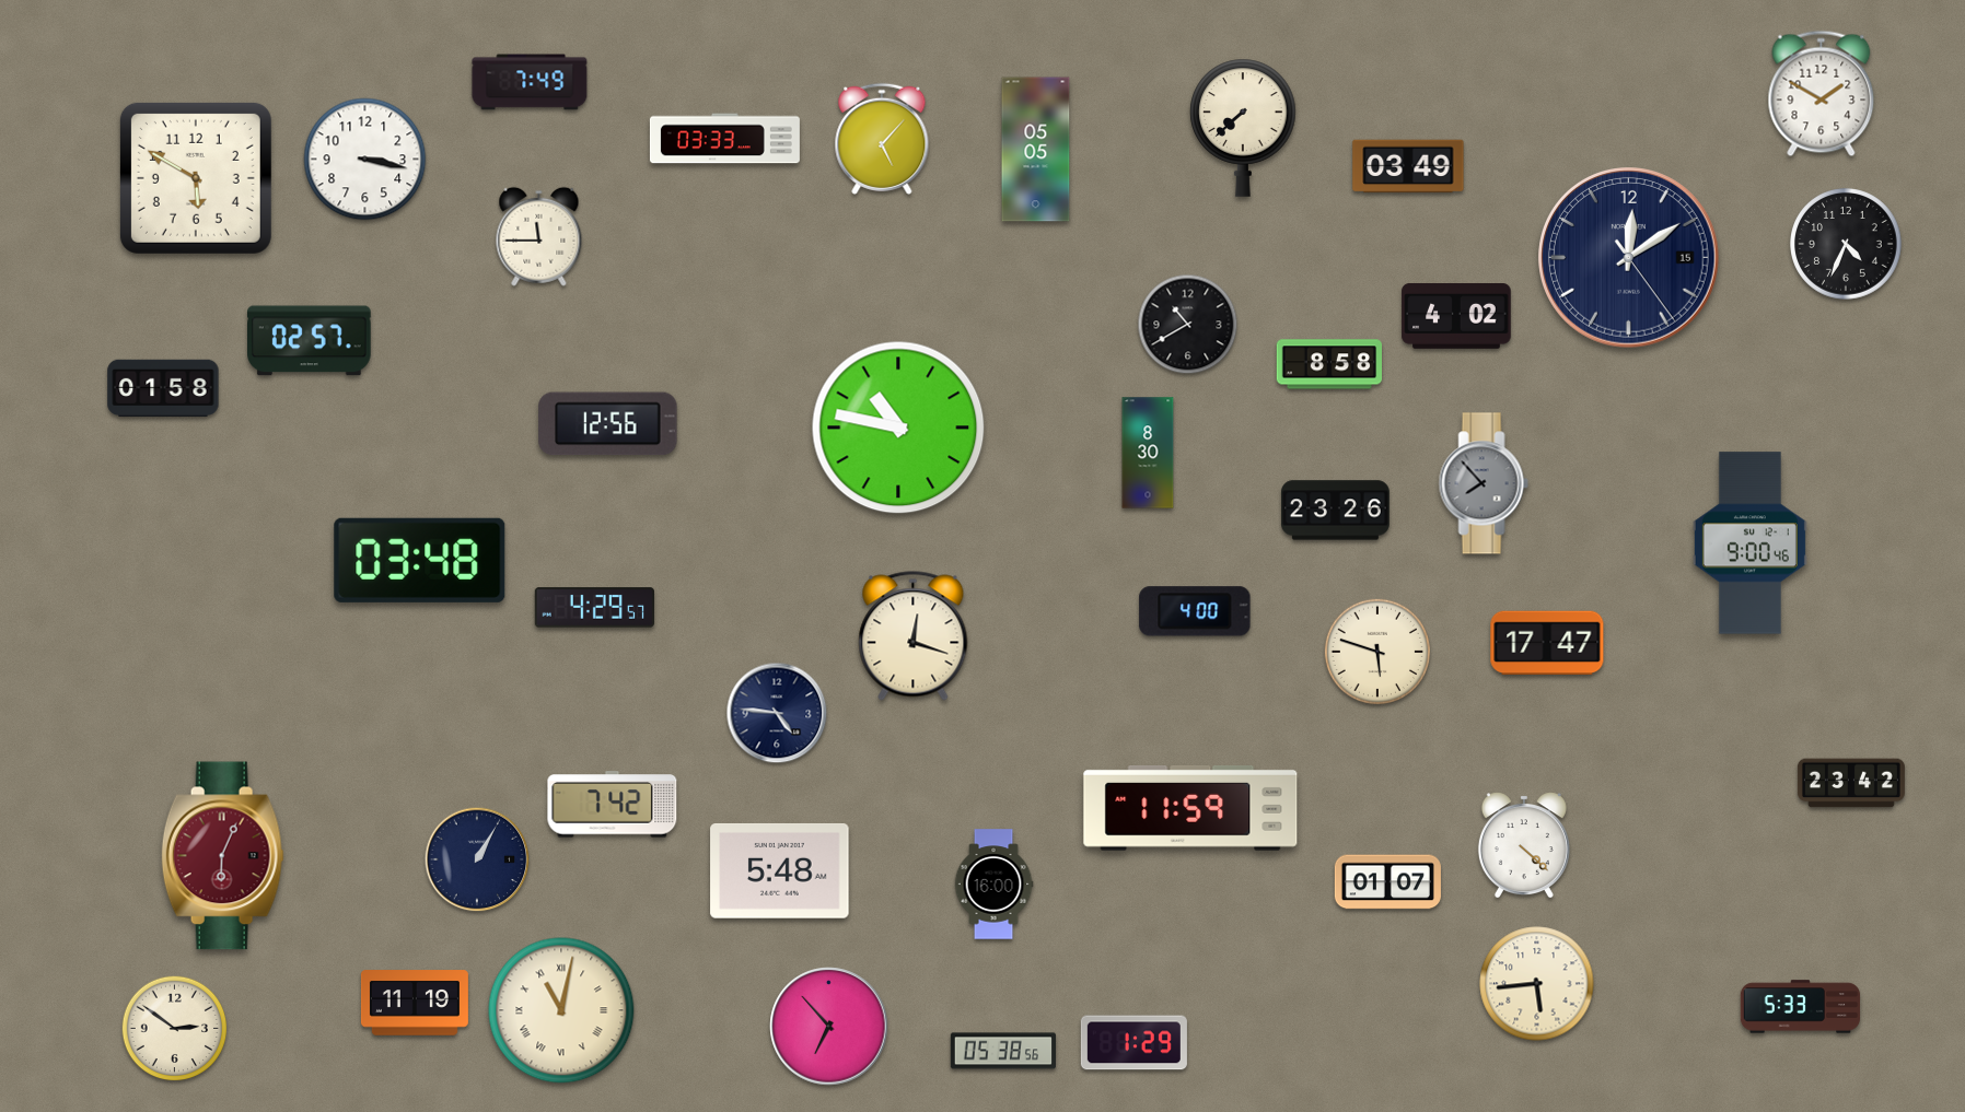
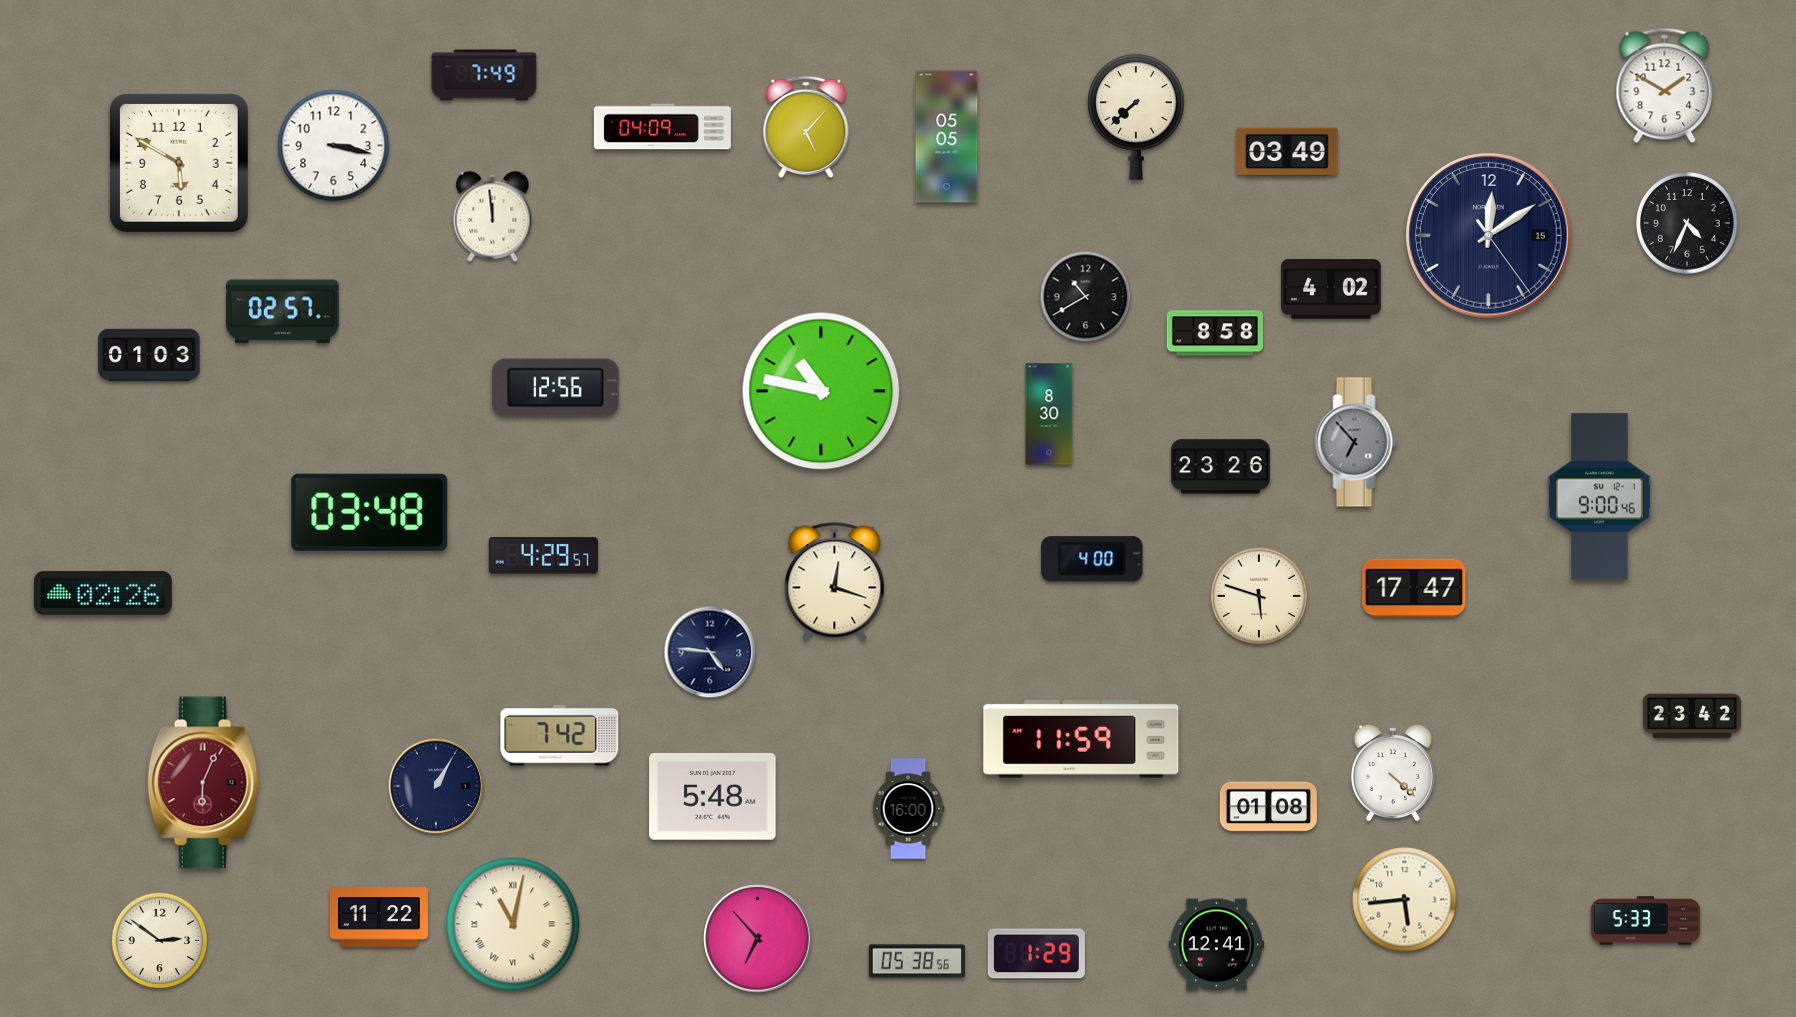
clock at (724, 139): 03:33 -> 04:09
clock at (539, 236): 11:45 -> 11:59
clock at (163, 388): 01:58 -> 01:03
clock at (1484, 483): 7:53 -> 6:53
clock at (420, 560) position: (420, 560) -> (370, 512)
clock at (103, 593): none -> 02:26
clock at (1190, 808) position: (1190, 808) -> (1081, 739)
clock at (1387, 882): 01:07 -> 01:08
clock at (415, 1003): 11:19 -> 11:22
clock at (1217, 945): none -> 12:41
